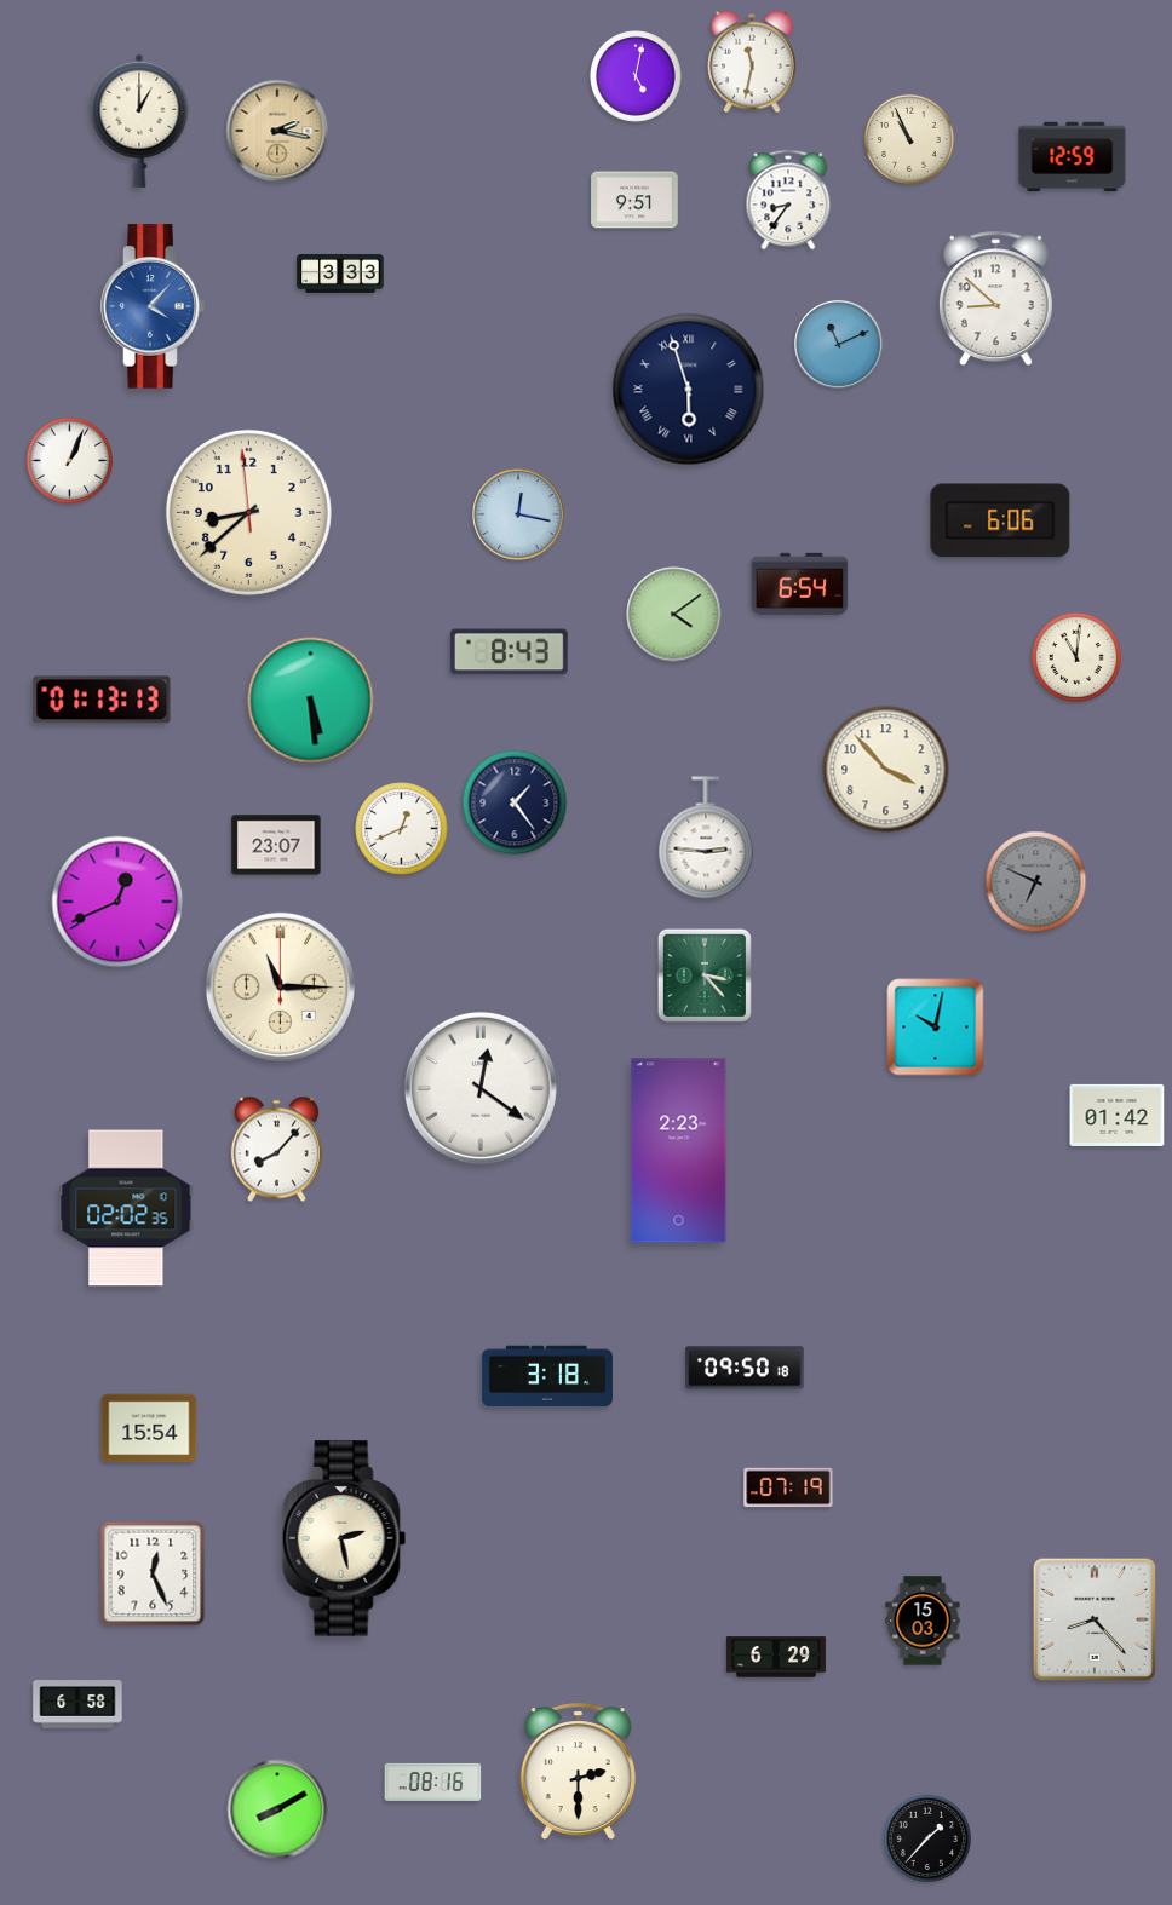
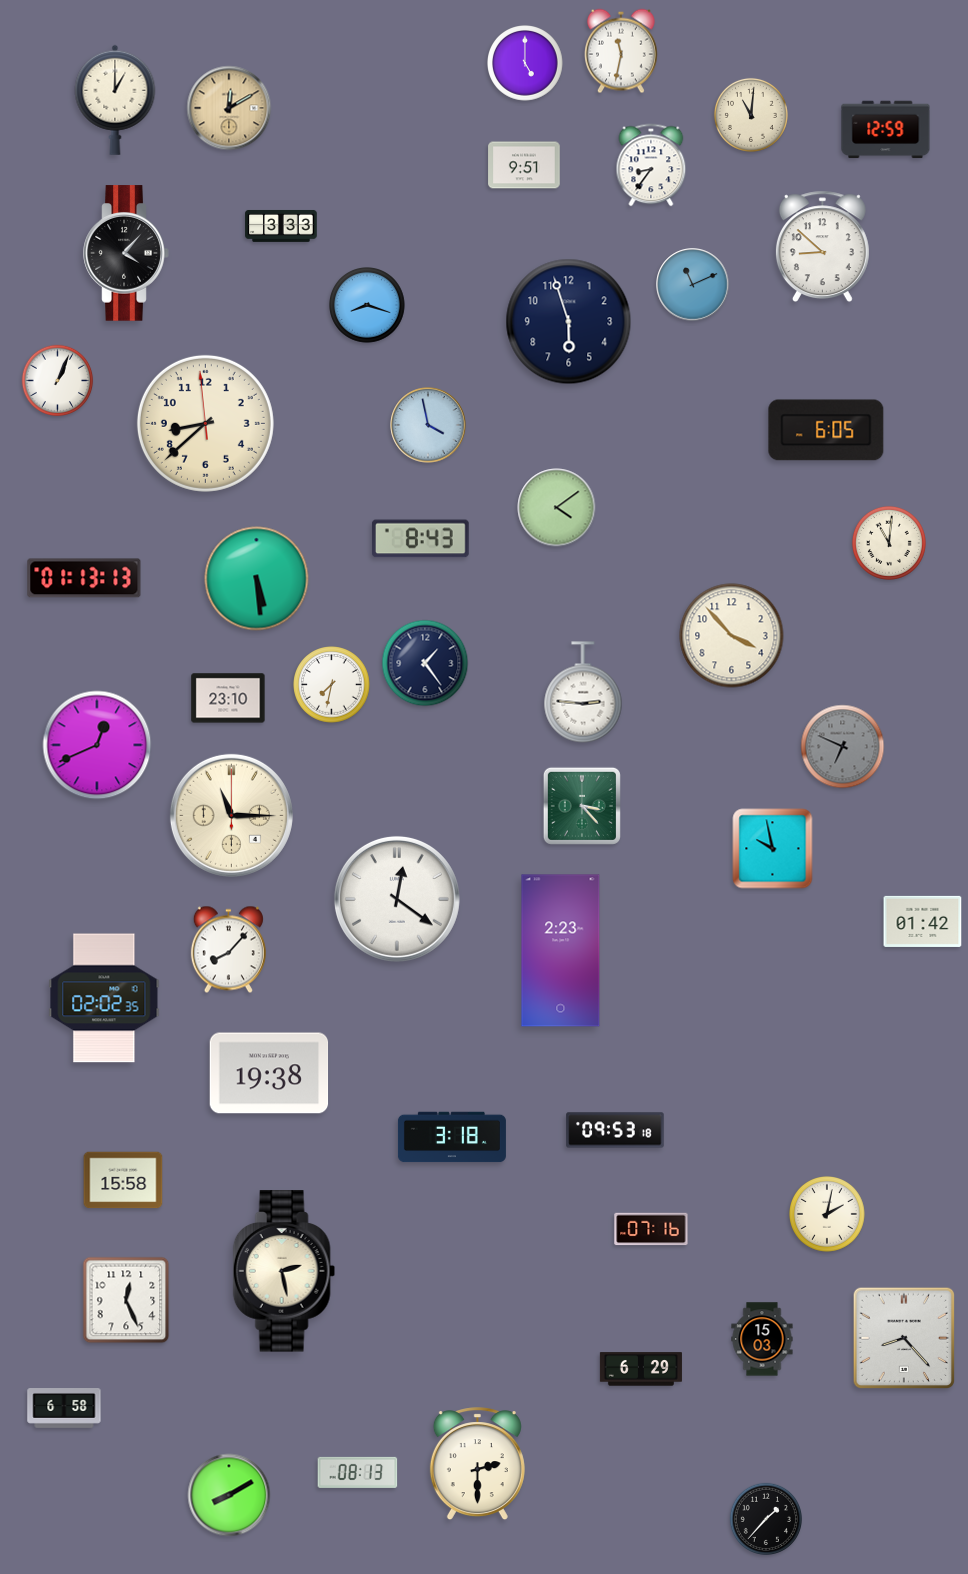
clock at (637, 77): 5:02 -> 5:00
clock at (277, 131): 2:17 -> 12:10
clock at (909, 139): 10:56 -> 11:01
clock at (153, 306) dial: blue -> black
clock at (368, 306): none -> 8:18
clock at (689, 390) numerals: Roman -> Arabic
clock at (518, 514): 12:17 -> 3:58
clock at (1000, 520): 6:06 -> 6:05
clock at (800, 583): 6:54 -> none
clock at (402, 829): 12:41 -> 7:32
clock at (276, 845): 23:07 -> 23:10
clock at (1036, 882) position: (1036, 882) -> (843, 747)
clock at (936, 1028): 10:02 -> 9:58
clock at (269, 1073): none -> 19:38
clock at (745, 1368): 09:50 -> 09:53
clock at (149, 1428): 15:54 -> 15:58
clock at (828, 1215): none -> 2:02
clock at (788, 1487): 07:19 -> 07:16
clock at (433, 1782): 08:16 -> 08:13
